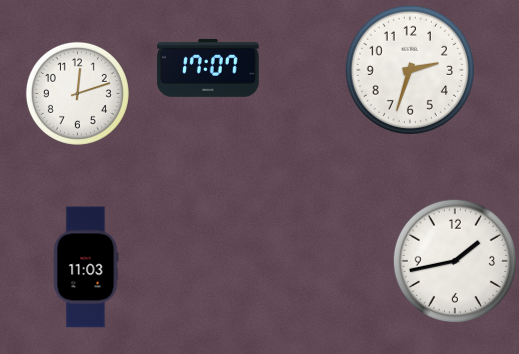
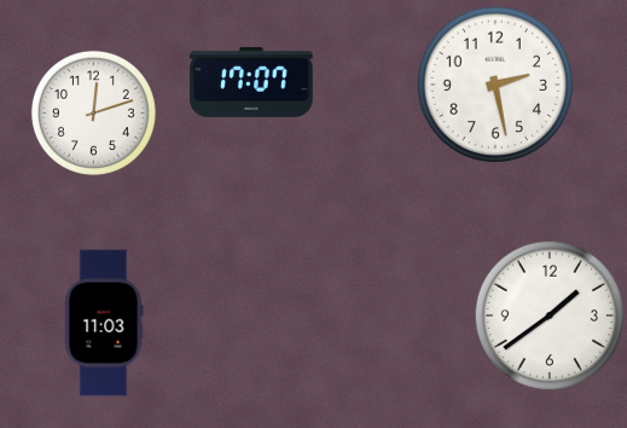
clock at (409, 69): 2:33 -> 2:28
clock at (455, 261): 1:43 -> 1:39
